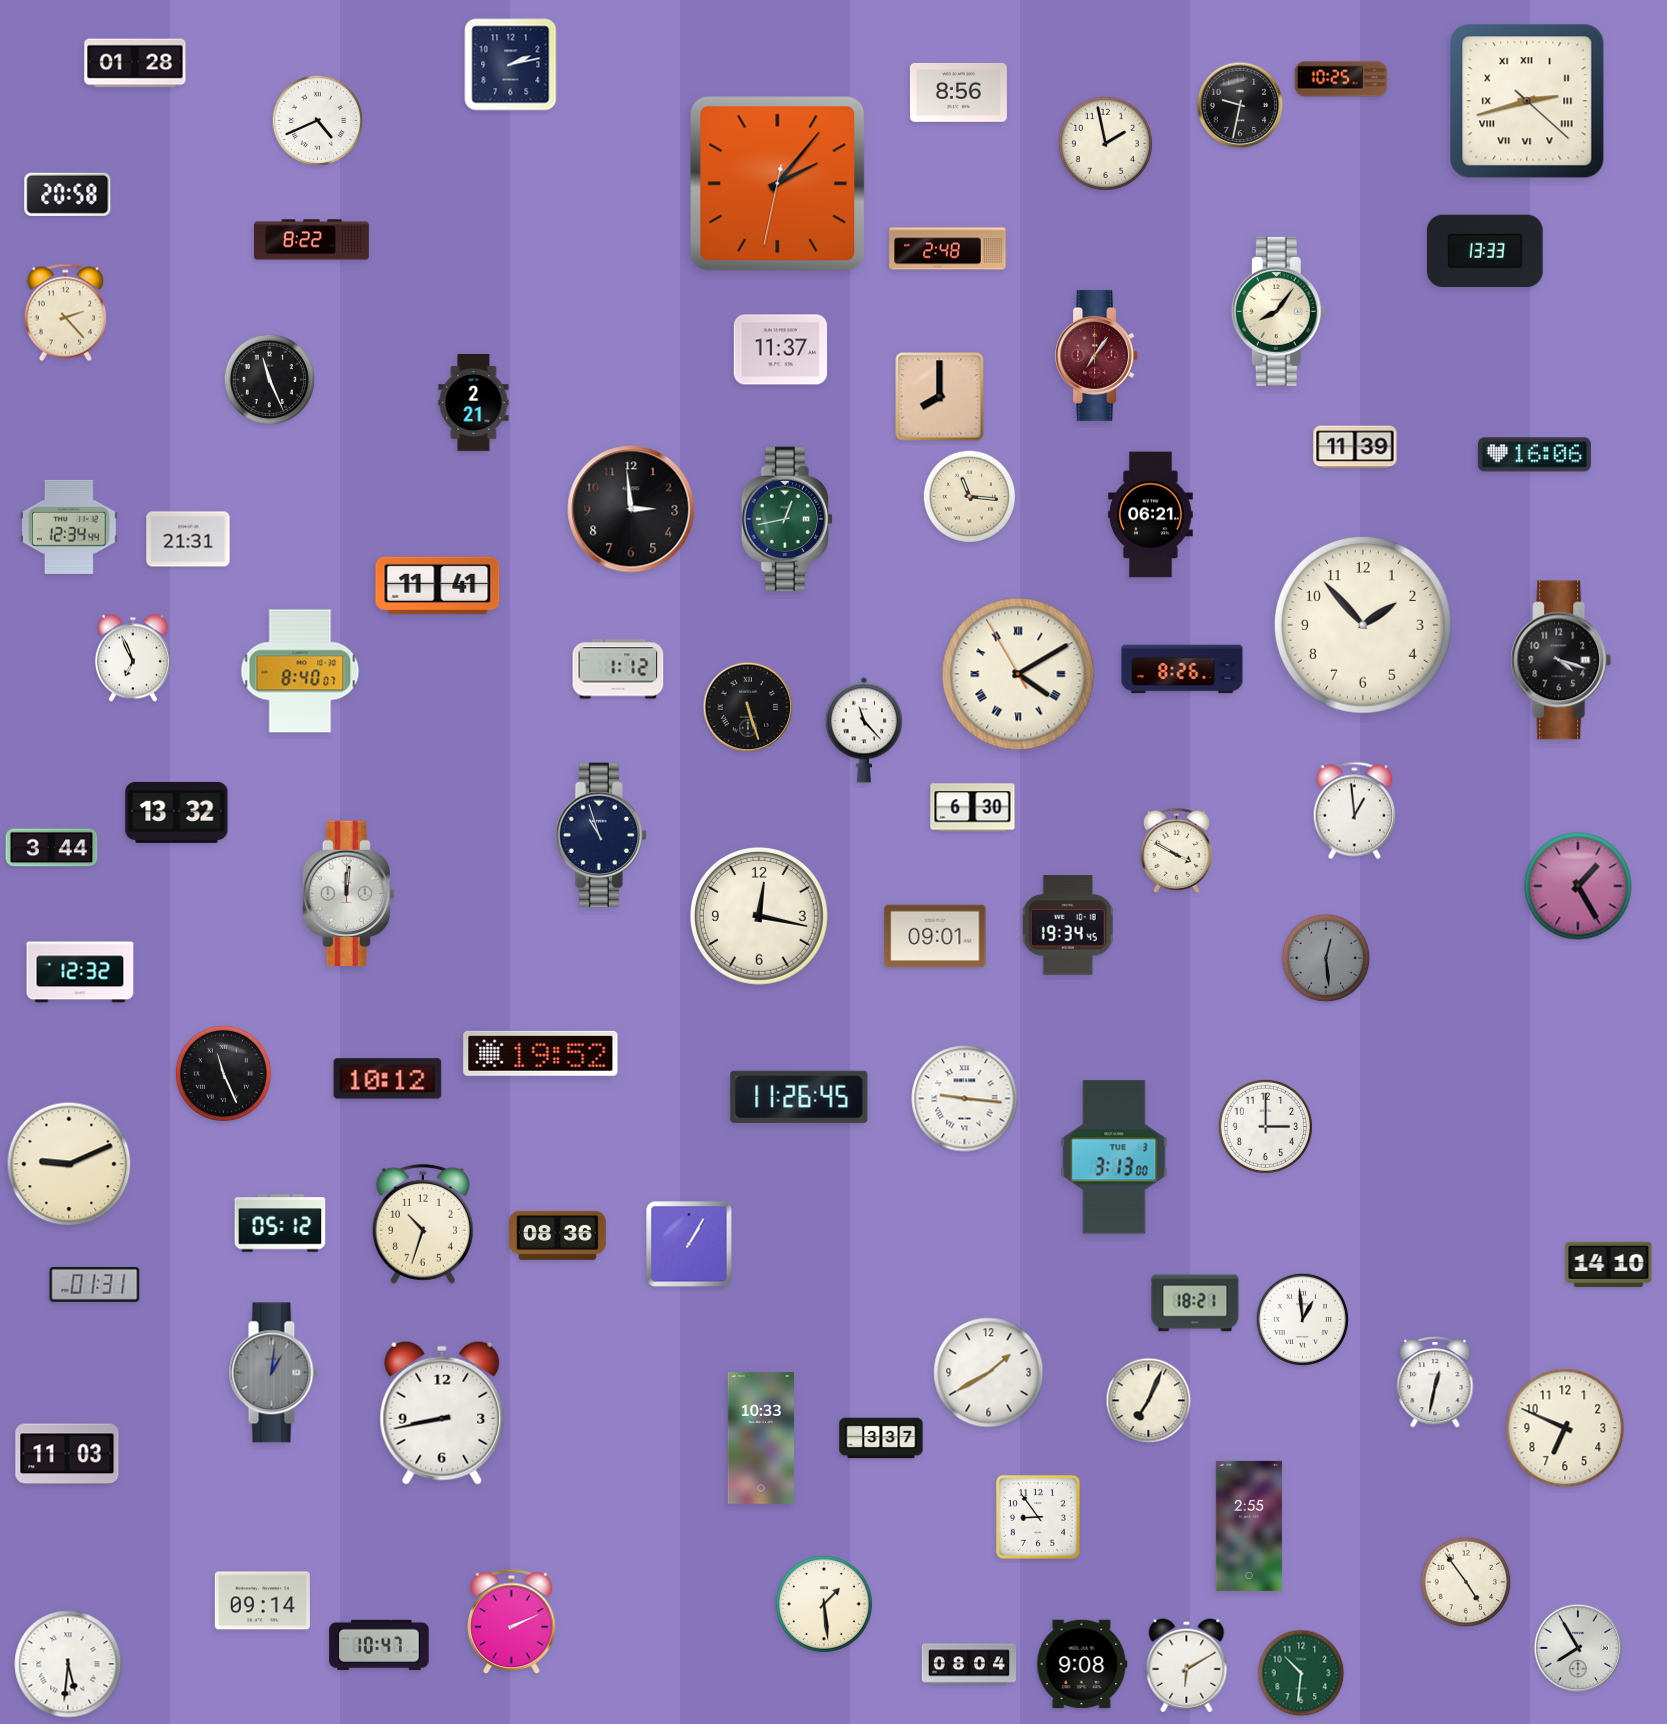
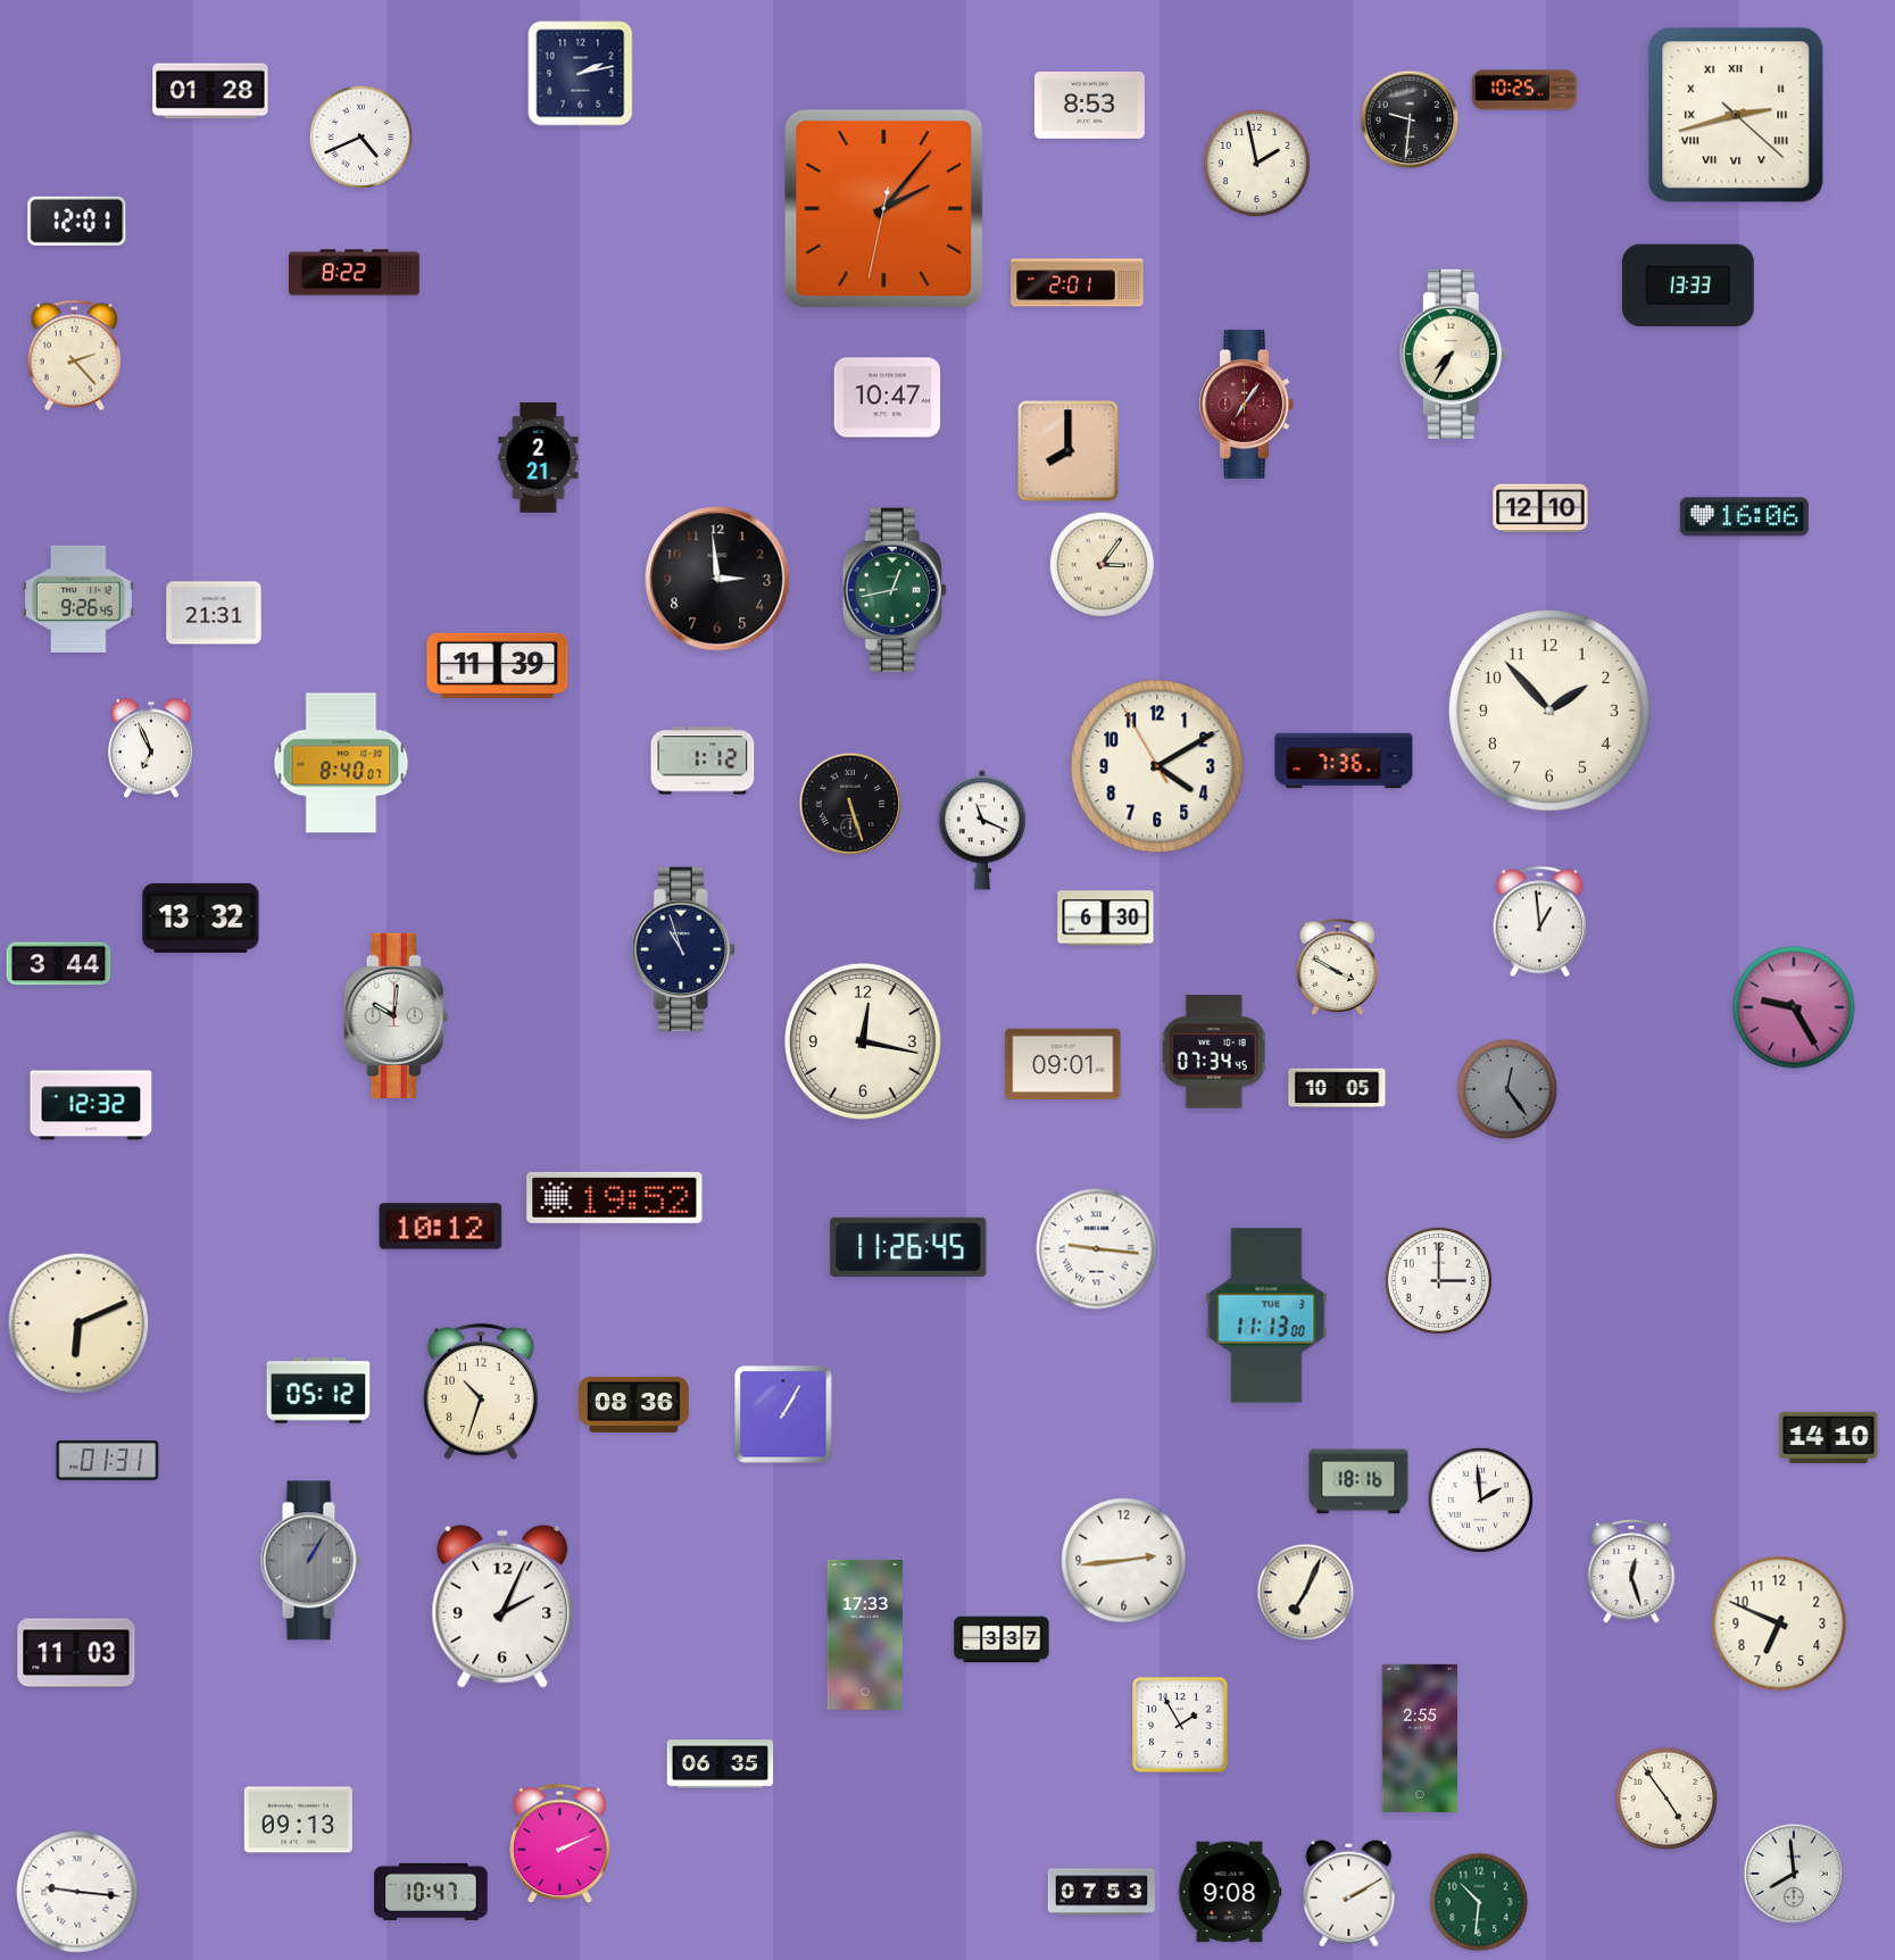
clock at (135, 63) position: (135, 63) -> (210, 91)
clock at (958, 93): 8:56 -> 8:53
clock at (1240, 105): 9:32 -> 9:31
clock at (68, 194): 20:58 -> 12:01
clock at (948, 249): 2:48 -> 2:01
clock at (1278, 311): 8:06 -> 7:35
clock at (781, 350): 11:37 -> 10:47
clock at (270, 380): 11:26 -> none
clock at (1355, 447): 11:39 -> 12:10
clock at (969, 496): 11:16 -> 3:06
clock at (1151, 515): 06:21 -> none
clock at (70, 527): 12:34 -> 9:26
clock at (438, 585): 11:41 -> 11:39
clock at (1561, 660): 4:18 -> none
clock at (1182, 669): 8:26 -> 7:36
clock at (1018, 674) numerals: Roman -> Arabic
clock at (864, 730): 11:23 -> 11:19
clock at (177, 812) position: (177, 812) -> (201, 917)
clock at (1578, 886): 1:25 -> 9:25
clock at (348, 893): 12:01 -> 10:01
clock at (1068, 925): 19:34 -> 07:34
clock at (1337, 1088): none -> 10:05
clock at (1326, 958): 12:29 -> 12:24
clock at (223, 1073): 11:26 -> none
clock at (1114, 1157): 3:13 -> 11:13
clock at (69, 1164): 9:11 -> 6:11
clock at (1195, 1303): 18:21 -> 18:16
clock at (1302, 1319): 12:59 -> 1:59
clock at (273, 1373): 1:01 -> 1:05
clock at (989, 1373): 1:40 -> 2:44
clock at (1435, 1383): 12:32 -> 12:27
clock at (442, 1413): 8:43 -> 2:04
clock at (761, 1438): 10:33 -> 17:33
clock at (881, 1438) position: (881, 1438) -> (1001, 1639)
clock at (1038, 1517): 8:54 -> 1:55
clock at (1249, 1526) position: (1249, 1526) -> (1420, 1738)
clock at (721, 1764): none -> 06:35
clock at (262, 1601): 09:14 -> 09:13
clock at (824, 1604): 1:29 -> none
clock at (512, 1622) position: (512, 1622) -> (560, 1844)
clock at (379, 1644) position: (379, 1644) -> (431, 1891)
clock at (1578, 1648): 7:55 -> 7:59
clock at (68, 1664): 5:31 -> 9:16
clock at (969, 1664): 08:04 -> 07:53
clock at (1187, 1666): 6:10 -> 2:10
